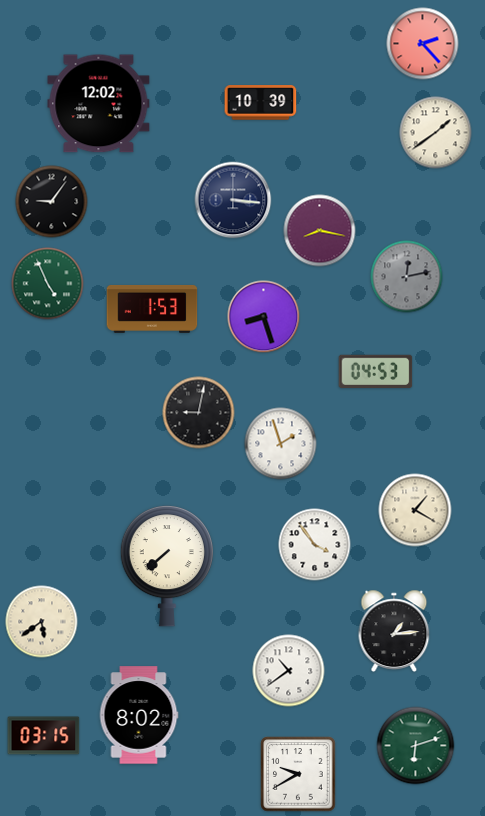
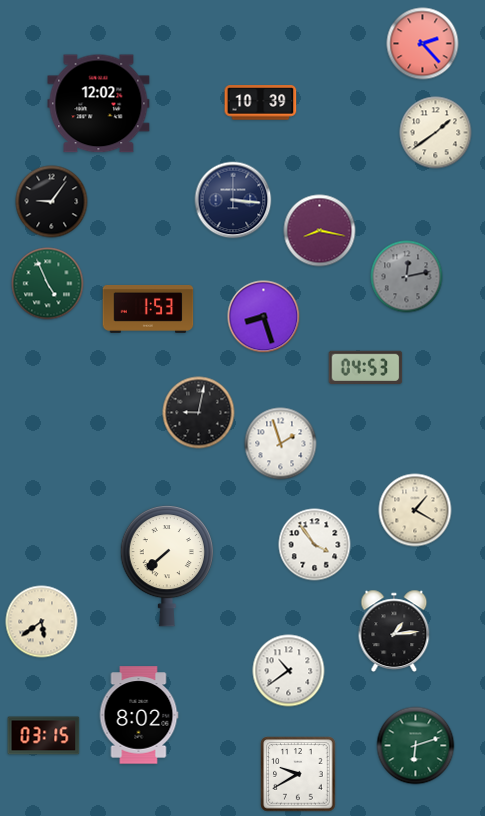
clock at (152, 309) position: (152, 309) -> (148, 309)
clock at (376, 371) position: (376, 371) -> (366, 367)
